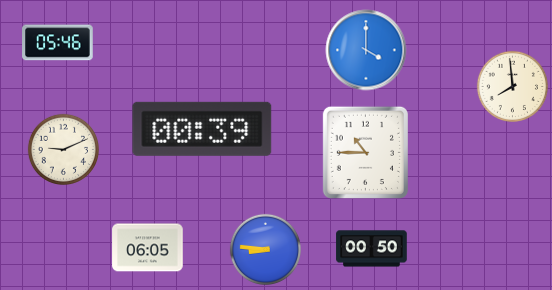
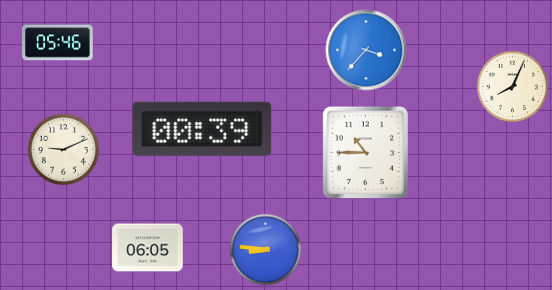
clock at (366, 50): 4:00 -> 3:37
clock at (512, 86): 7:59 -> 8:04
clock at (372, 249): 00:50 -> none
